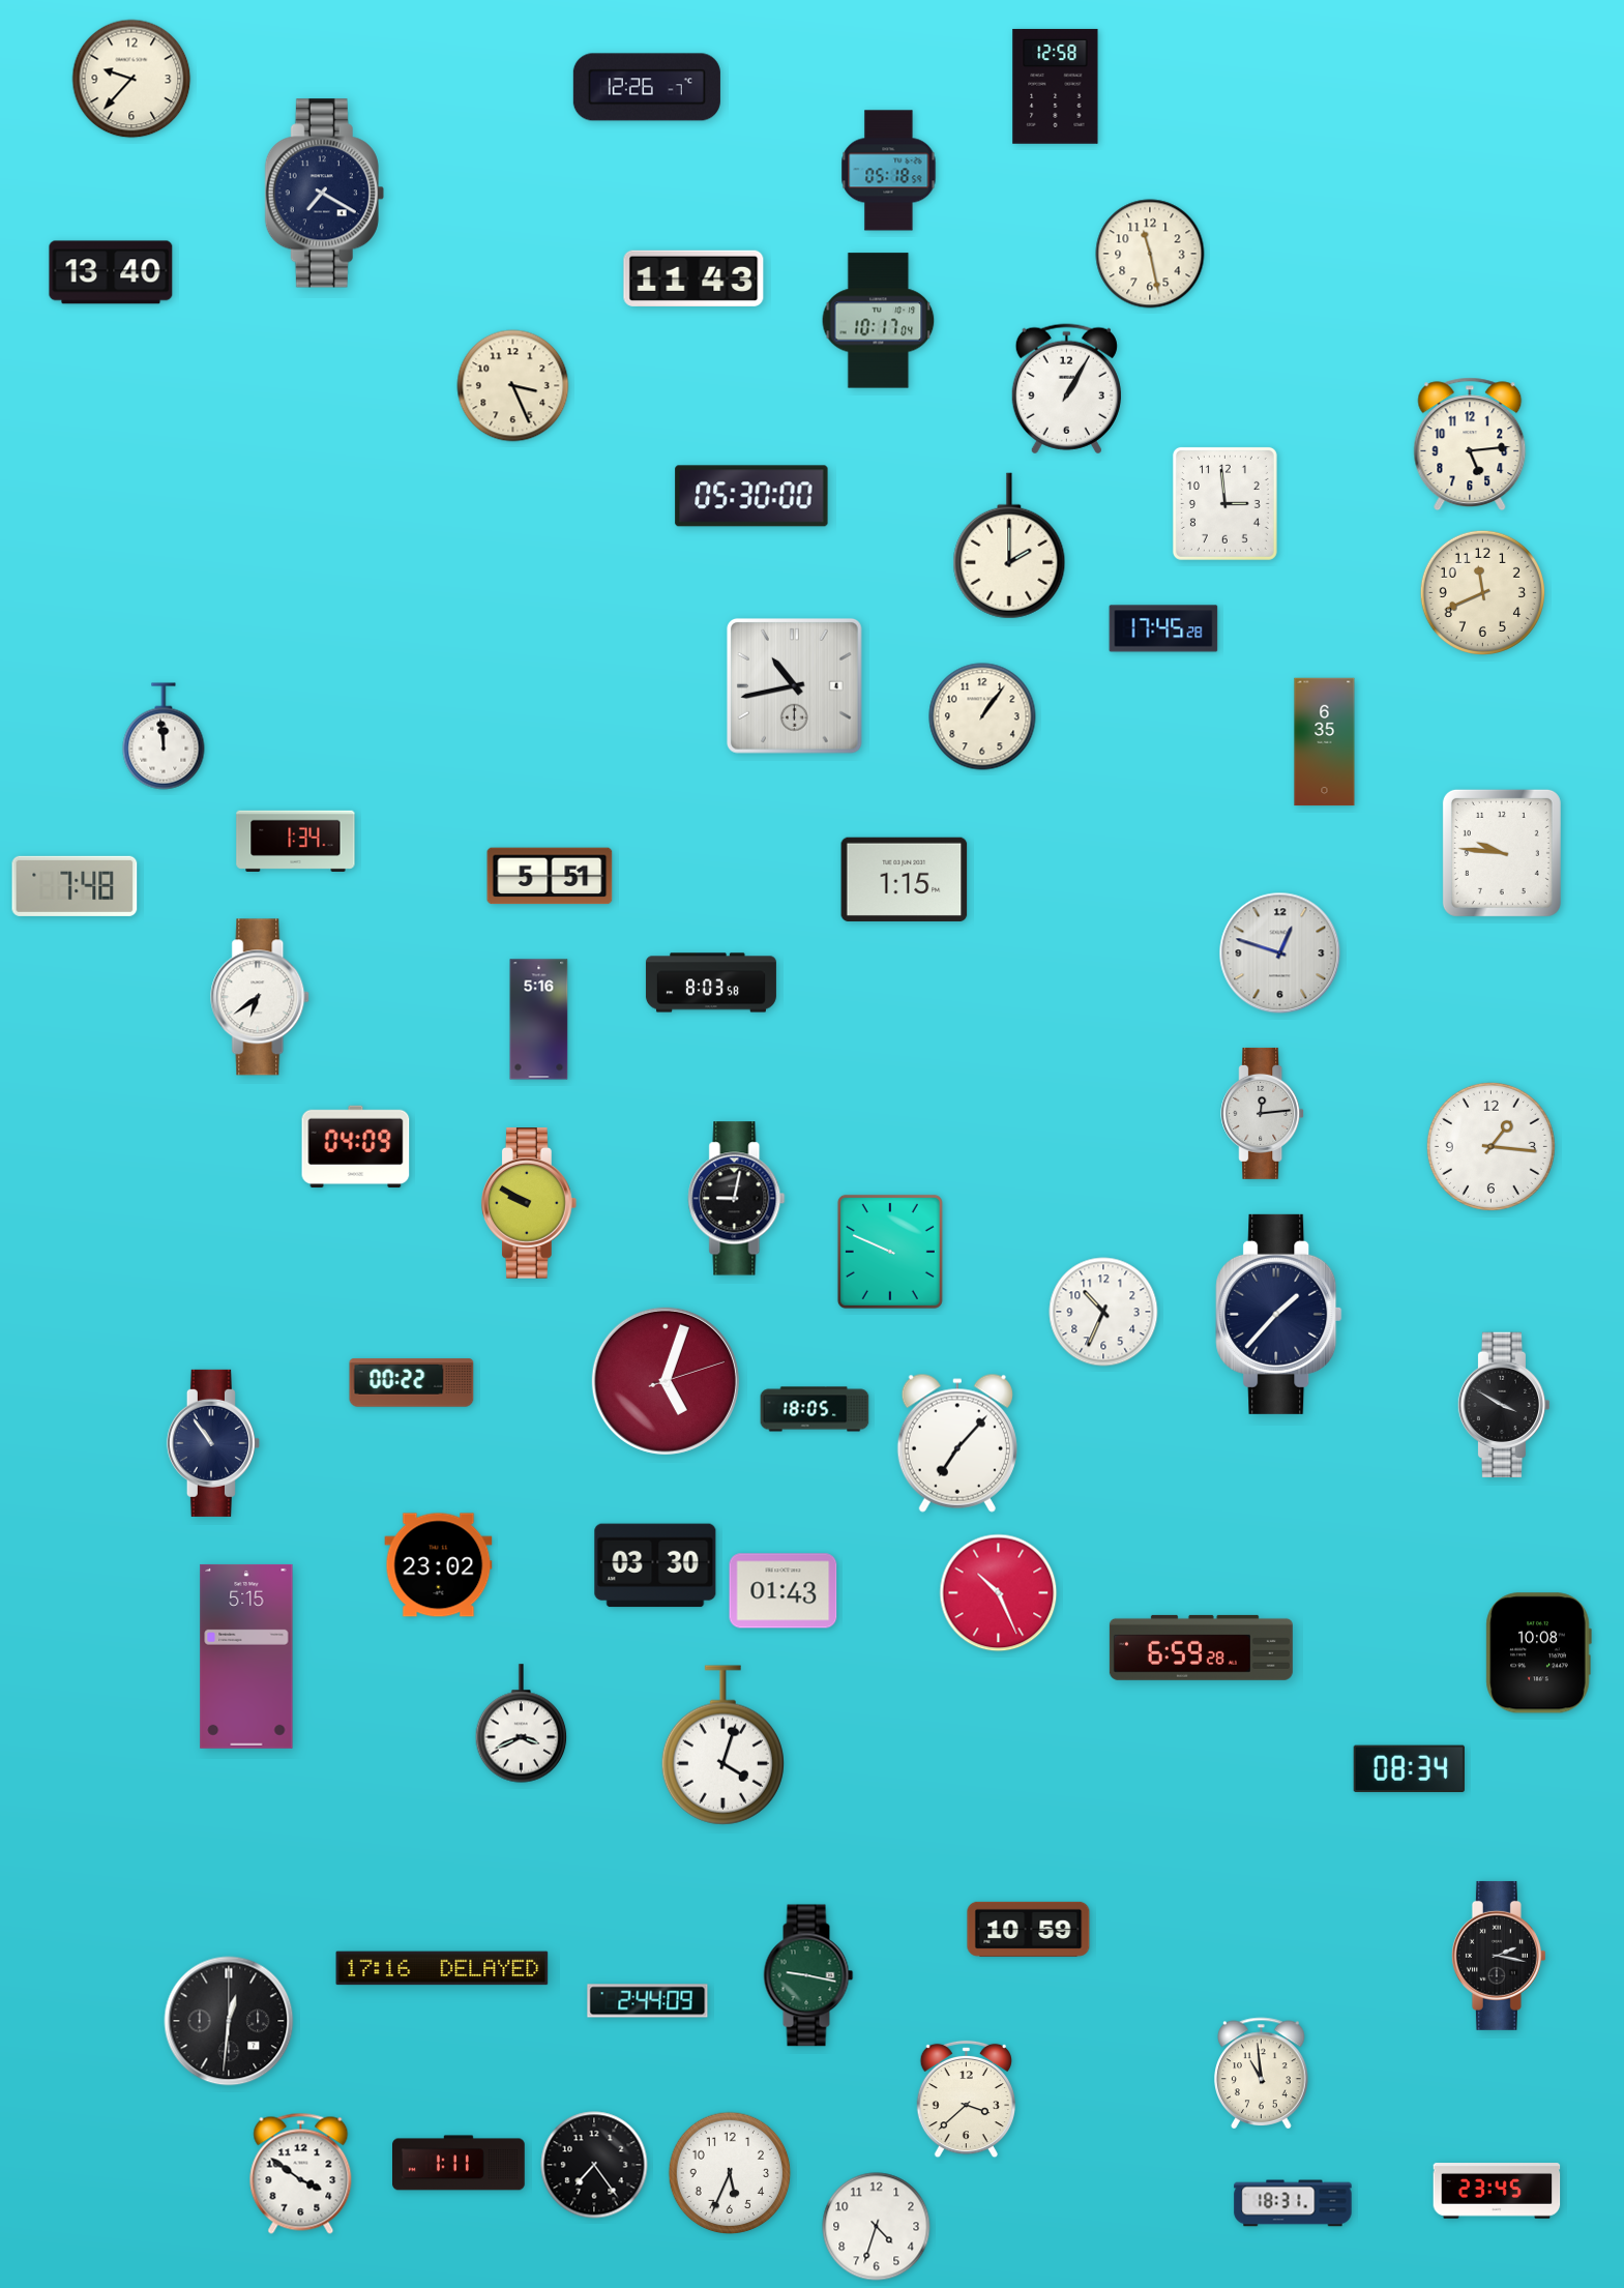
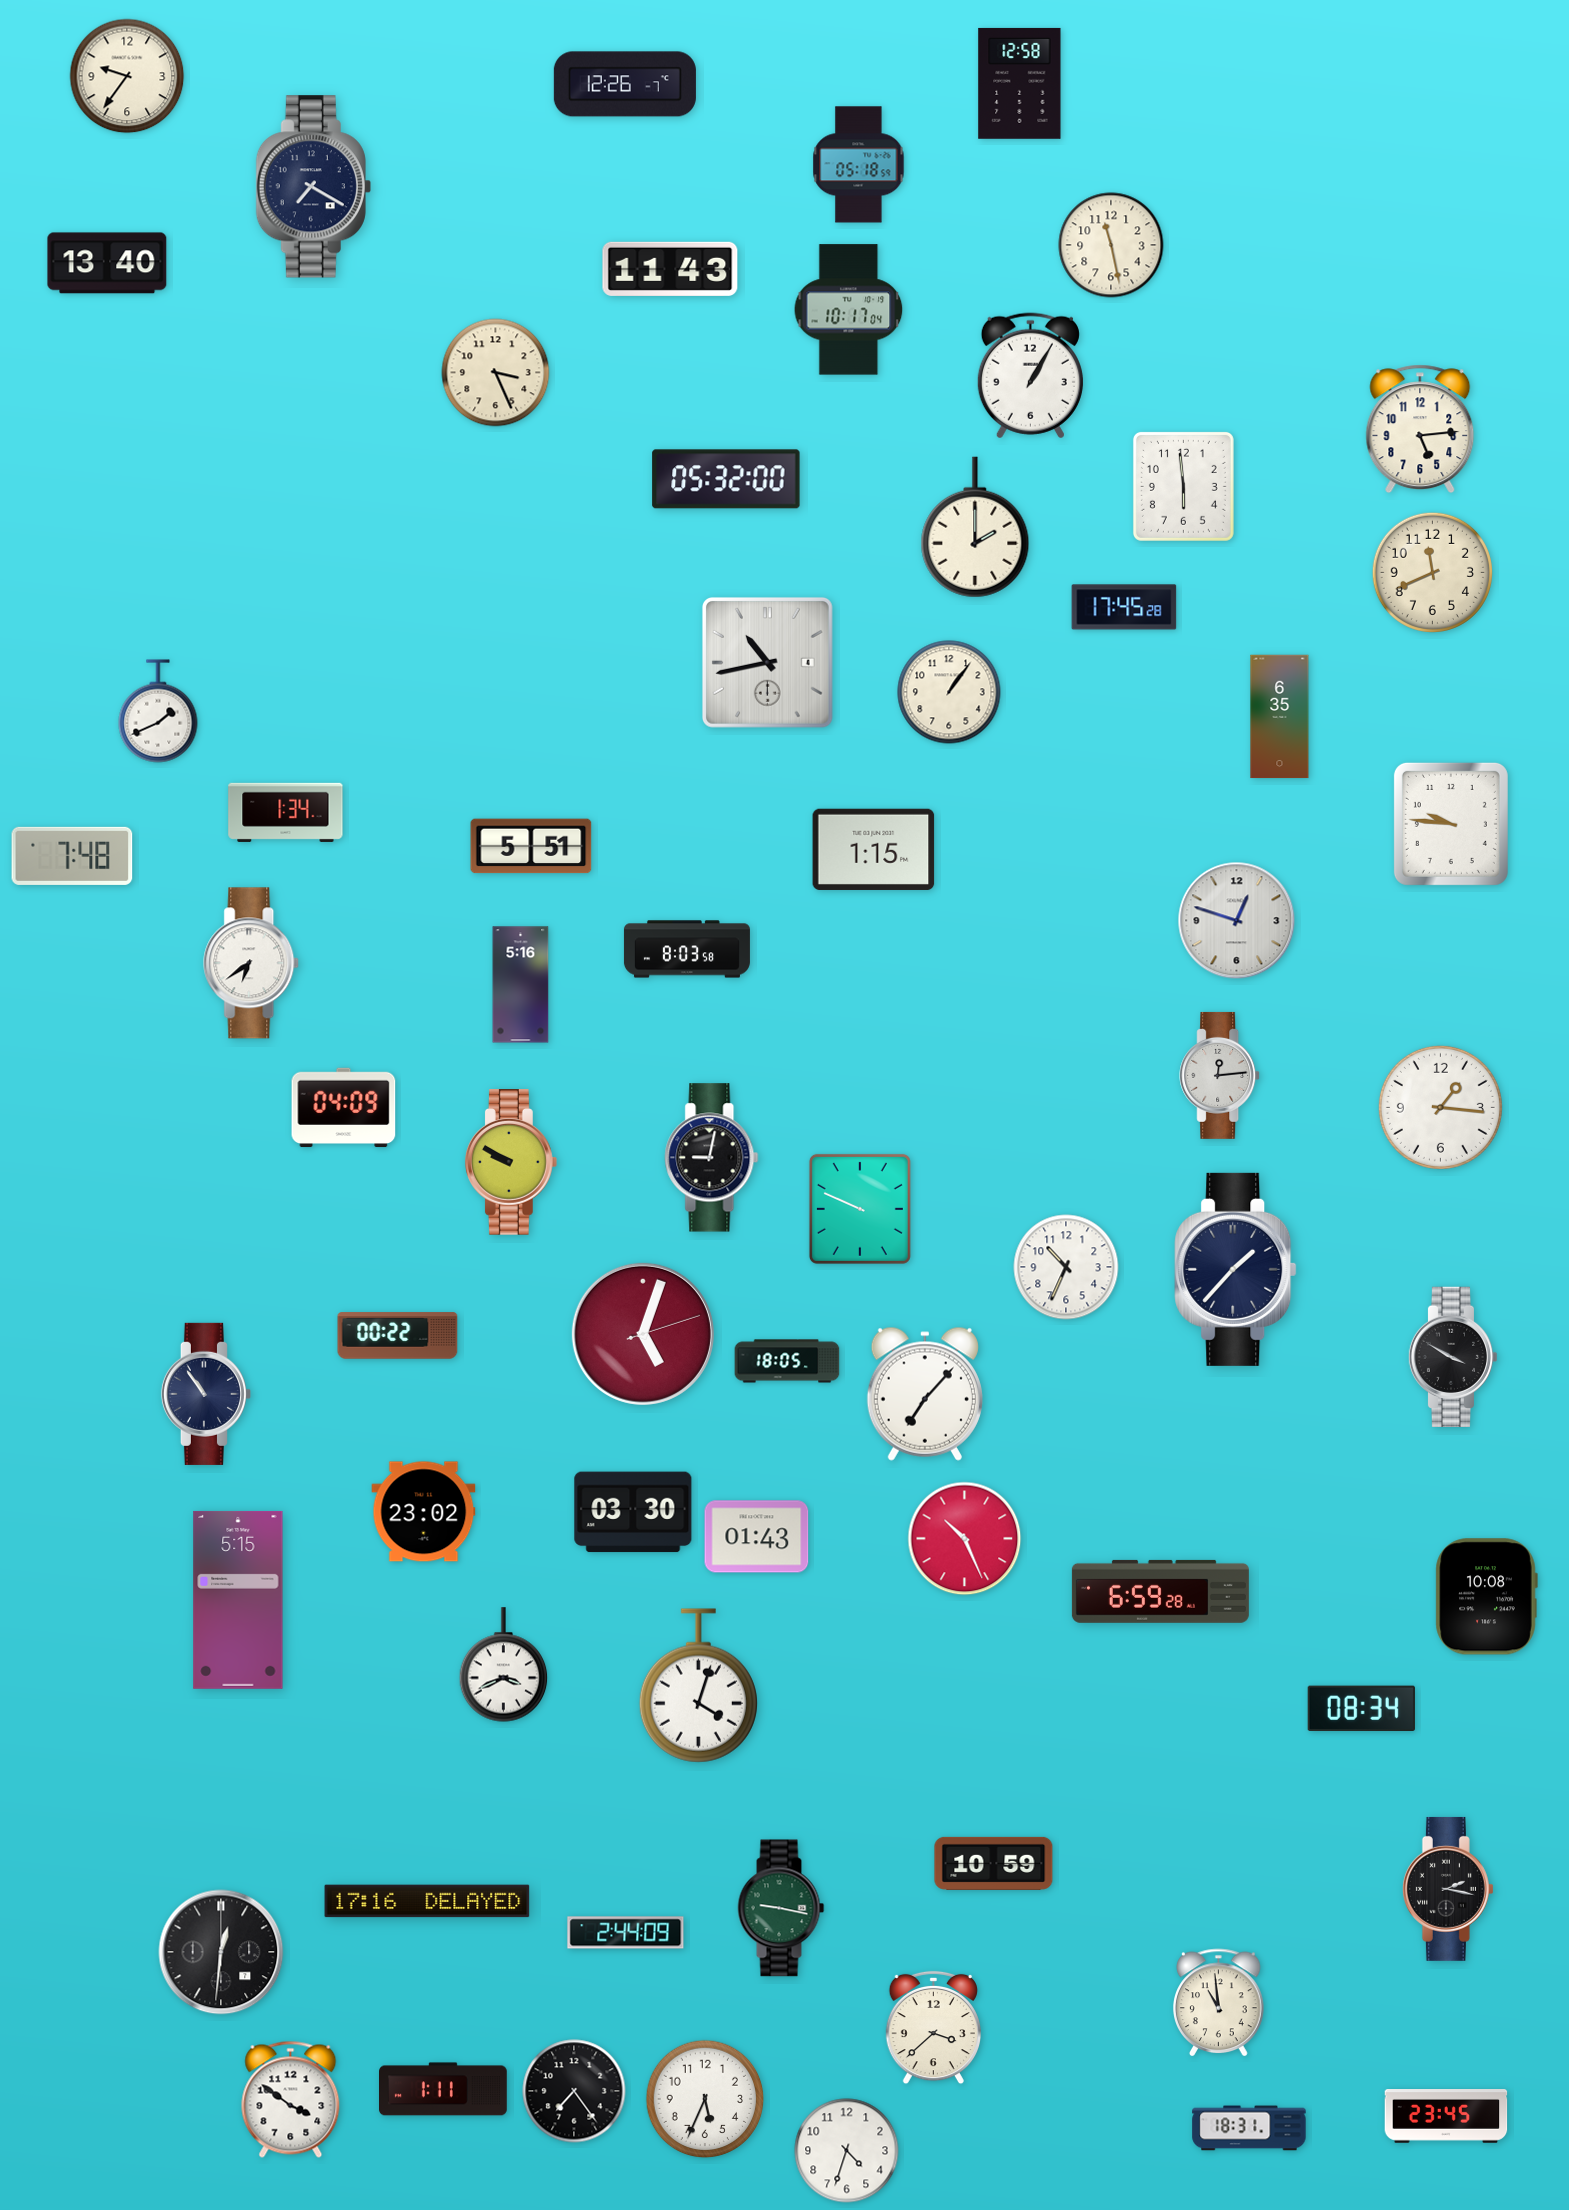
clock at (131, 79): 9:37 -> 9:36
clock at (751, 496): 05:30 -> 05:32
clock at (1224, 503): 2:59 -> 5:59
clock at (164, 736): 11:59 -> 1:41
